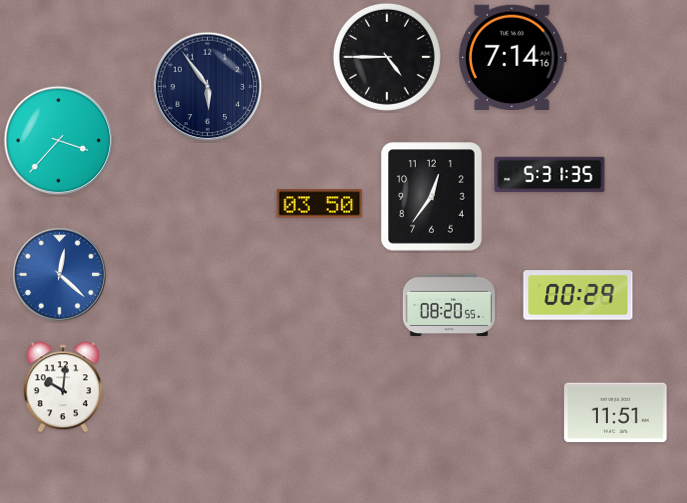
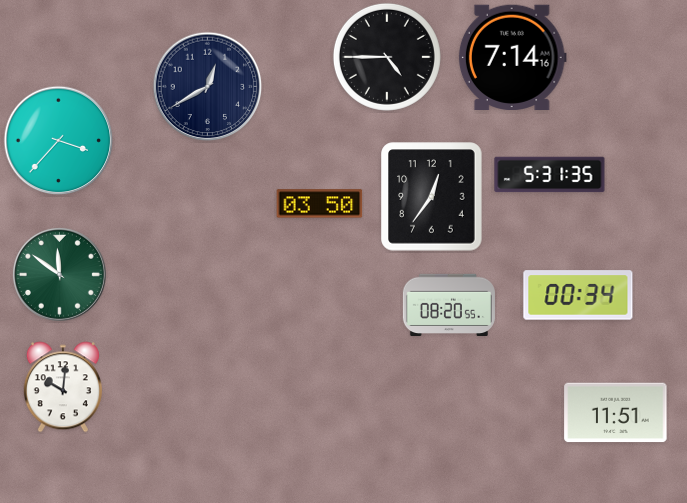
clock at (208, 87): 5:54 -> 12:40
clock at (59, 274): 12:22 -> 11:51
clock at (59, 274) dial: blue -> green
clock at (578, 295): 00:29 -> 00:34
